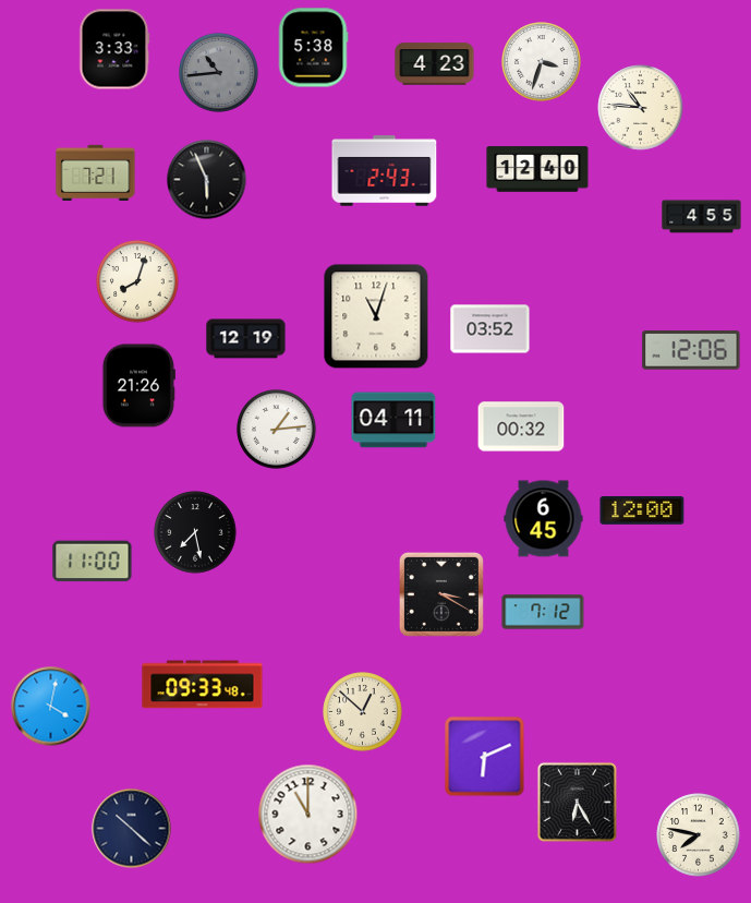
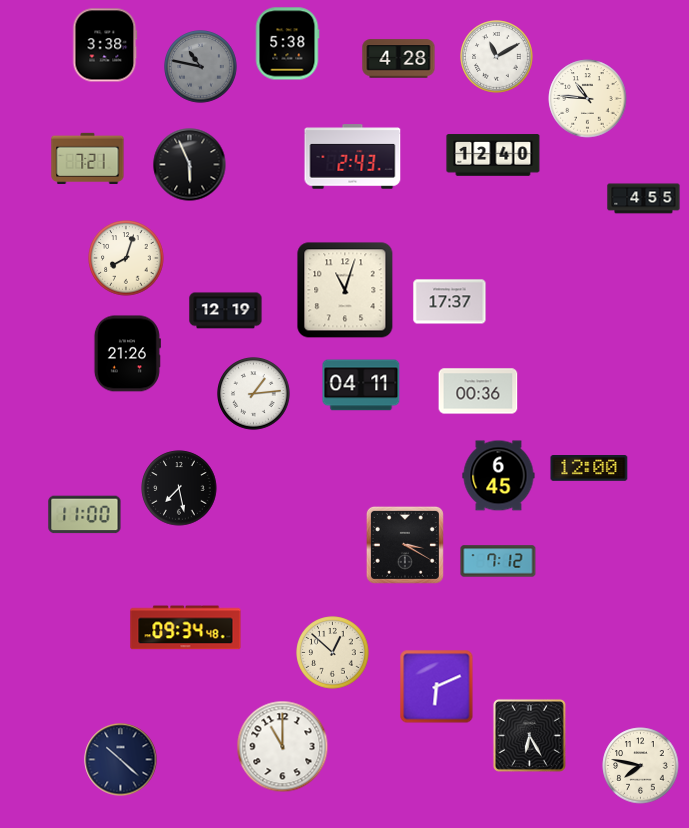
clock at (114, 49): 3:33 -> 3:38
clock at (542, 62): 3:33 -> 11:10
clock at (435, 64): 4:23 -> 4:28
clock at (219, 73): 10:44 -> 10:47
clock at (490, 329): 03:52 -> 17:37
clock at (691, 351): 12:06 -> none
clock at (521, 426): 00:32 -> 00:36
clock at (203, 685): 09:33 -> 09:34
clock at (51, 707): 4:02 -> none
clock at (485, 757) position: (485, 757) -> (437, 687)
